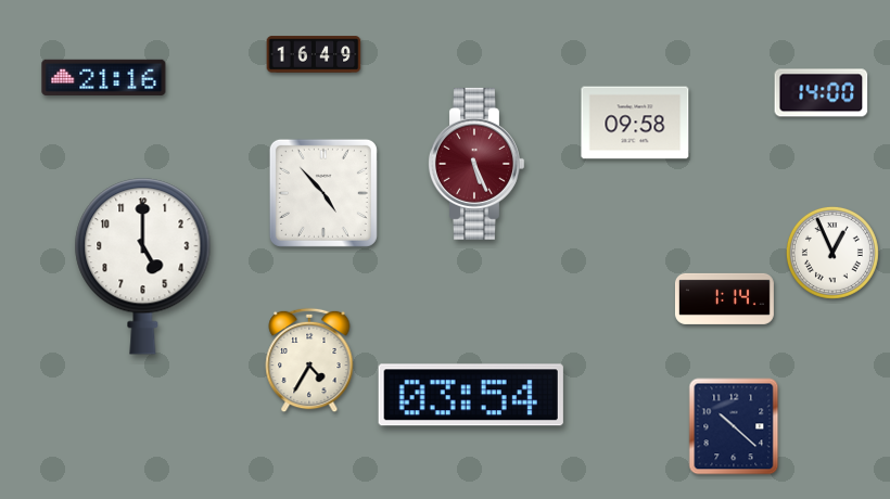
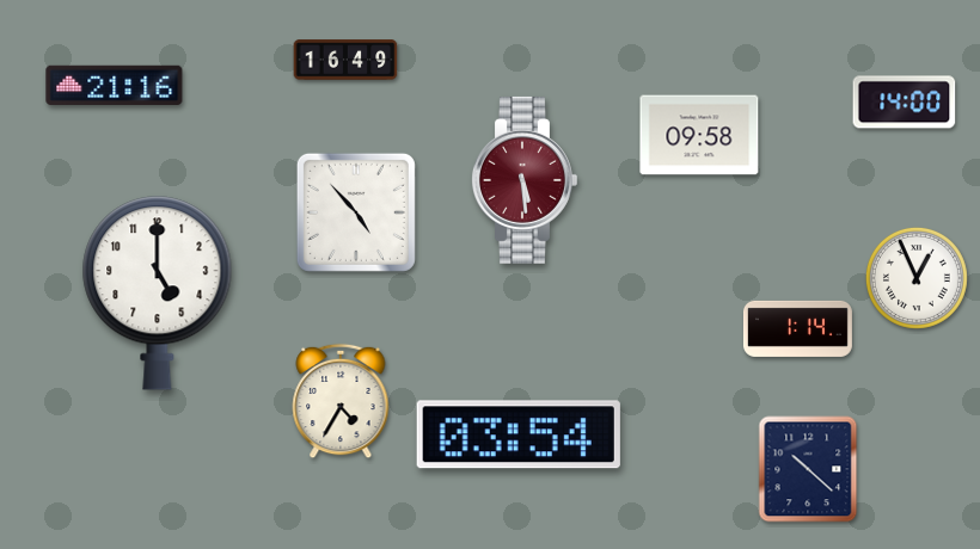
clock at (475, 164): 5:26 -> 5:29
clock at (309, 360) position: (309, 360) -> (341, 401)
